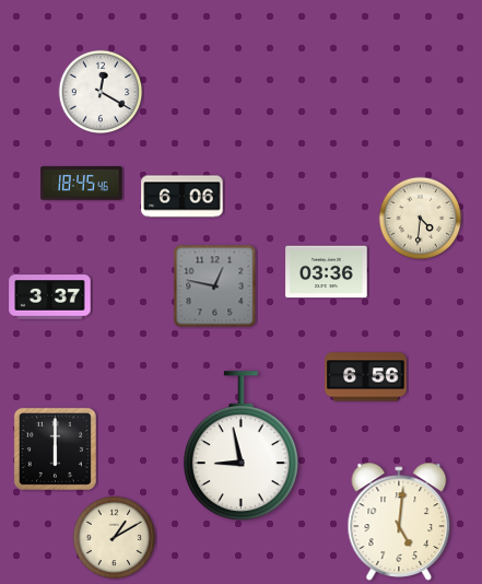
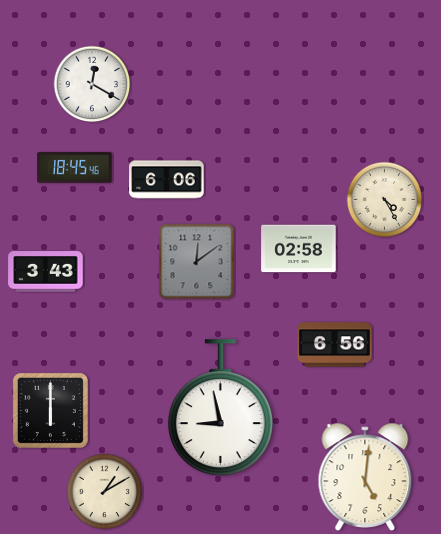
clock at (421, 219): 4:31 -> 4:25
clock at (327, 272): 03:36 -> 02:58
clock at (215, 287): 12:47 -> 12:09
clock at (50, 297): 3:37 -> 3:43
